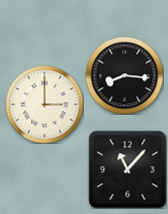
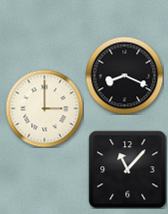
clock at (124, 75): 8:16 -> 8:19
clock at (44, 104) position: (44, 104) -> (44, 108)
